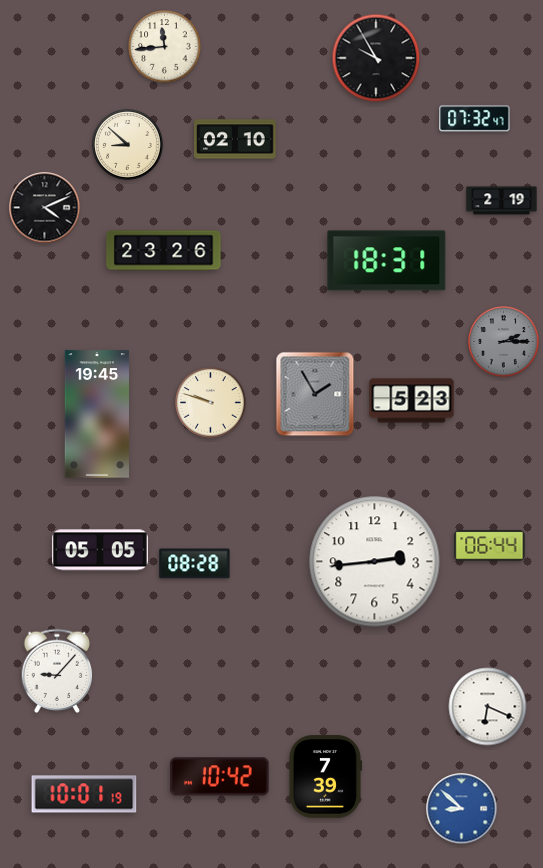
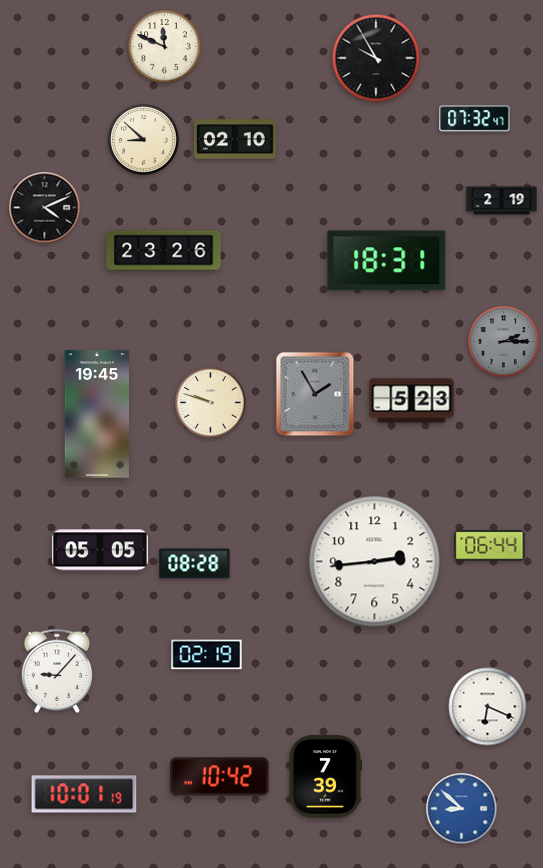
clock at (165, 47): 11:44 -> 11:49
clock at (128, 145) position: (128, 145) -> (144, 140)
clock at (207, 655): none -> 02:19
